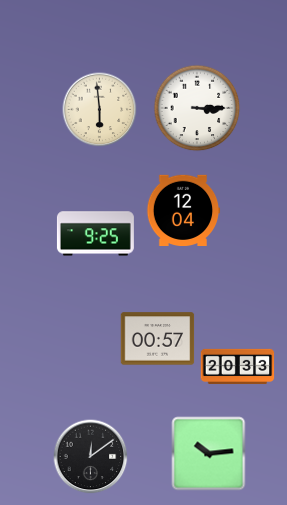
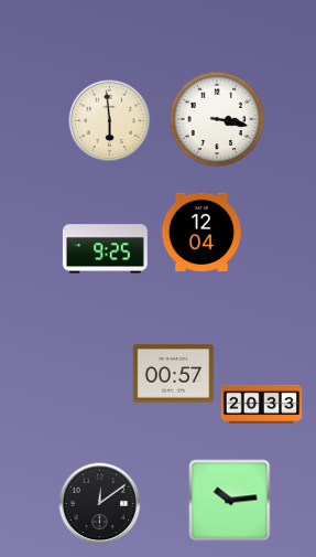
clock at (197, 108): 3:15 -> 3:17
clock at (95, 234) position: (95, 234) -> (105, 249)
